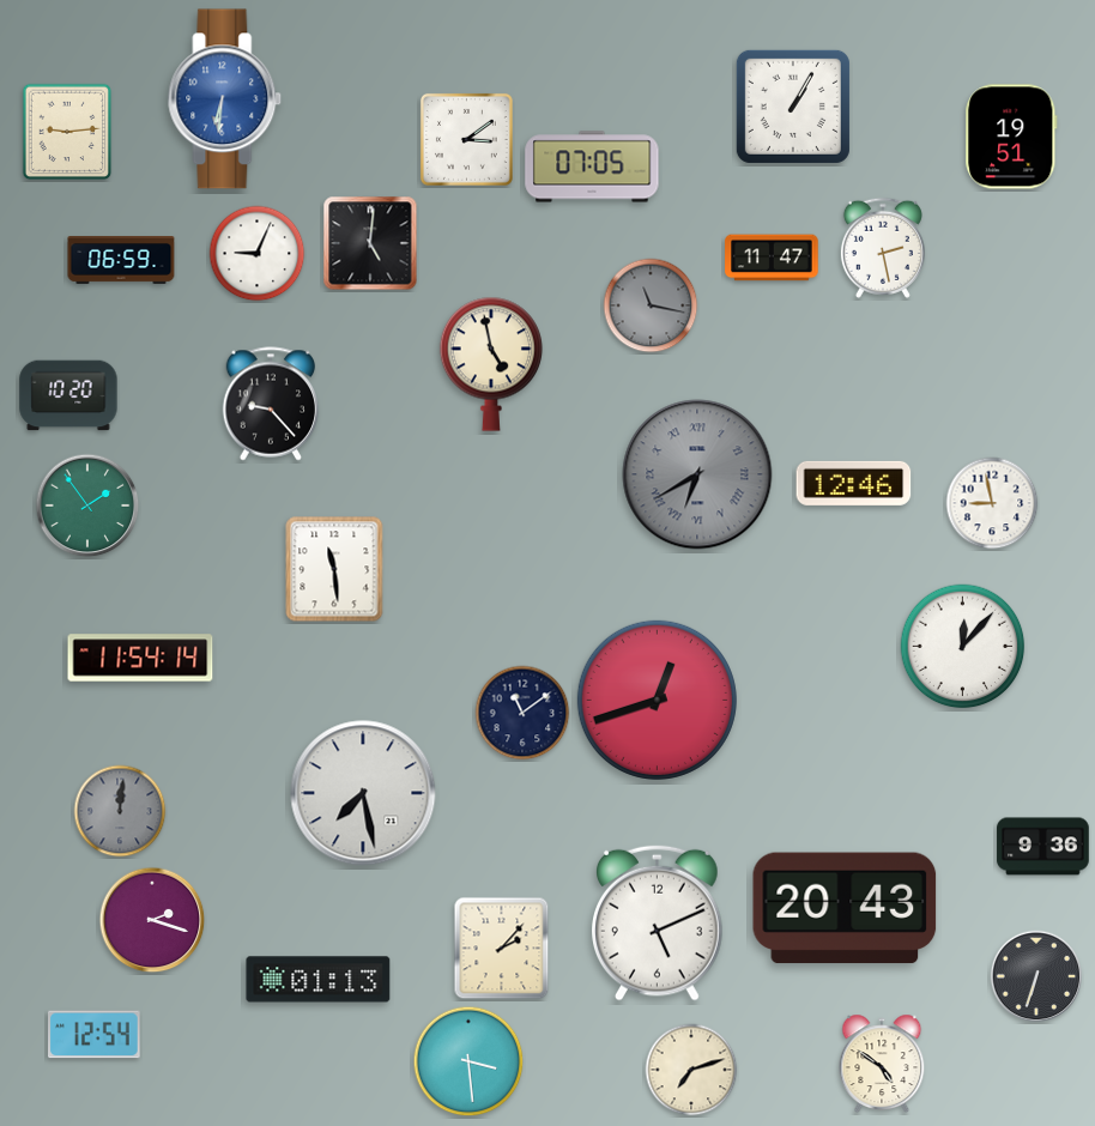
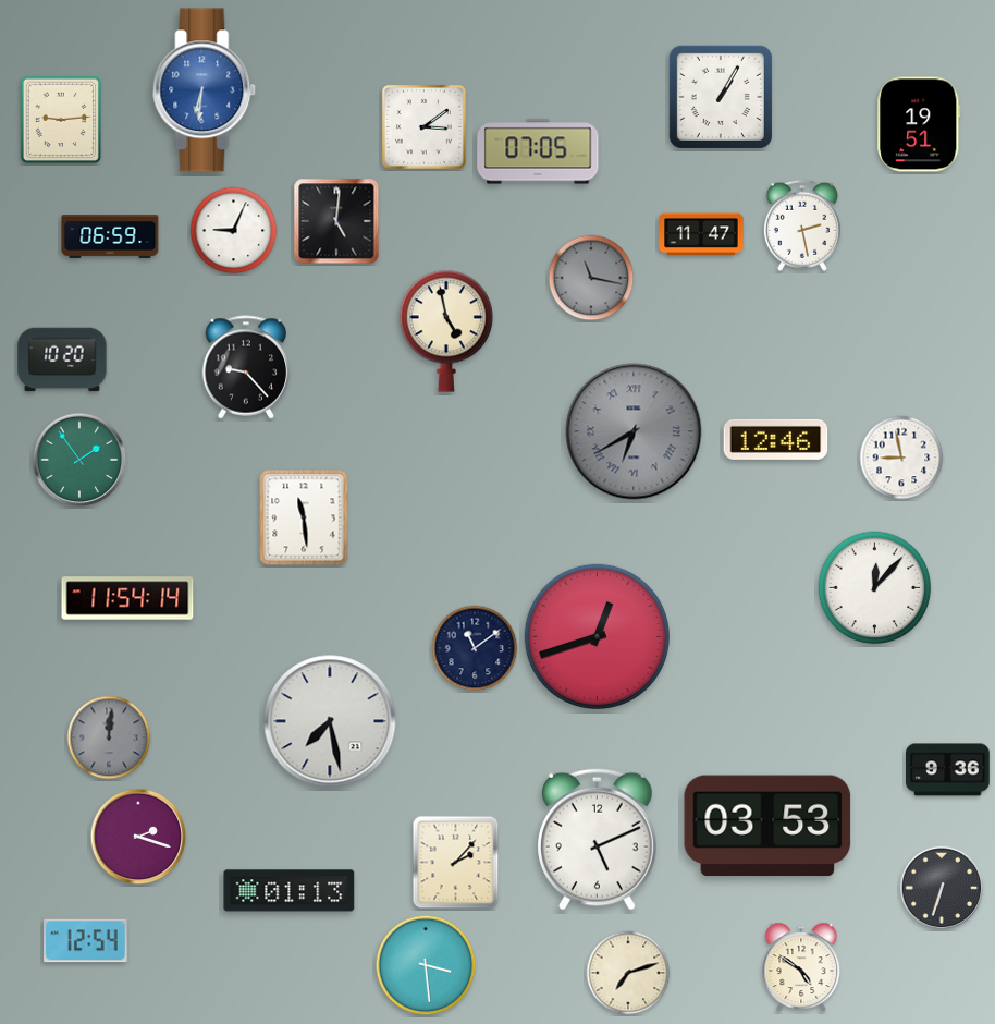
clock at (845, 908): 20:43 -> 03:53
